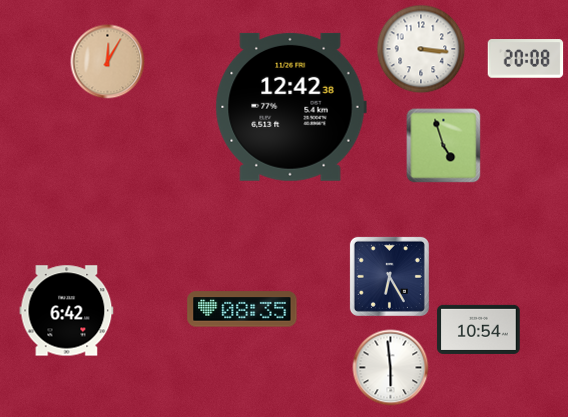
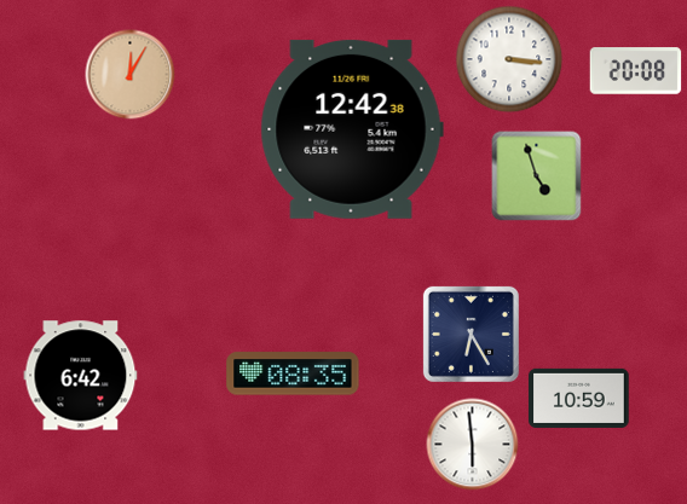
clock at (479, 329): 10:54 -> 10:59
